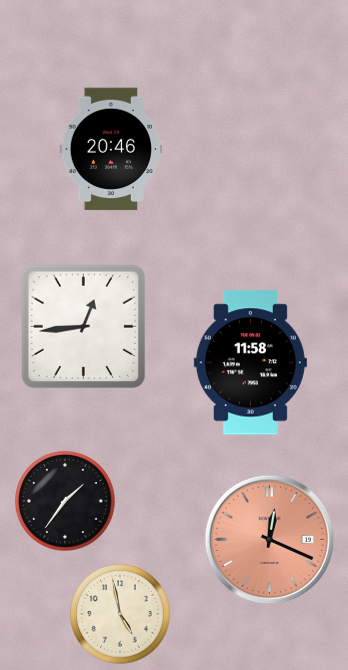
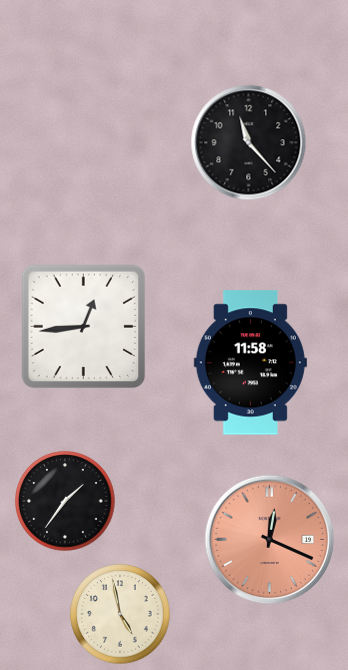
clock at (249, 143): none -> 11:23
clock at (110, 149): 20:46 -> none
